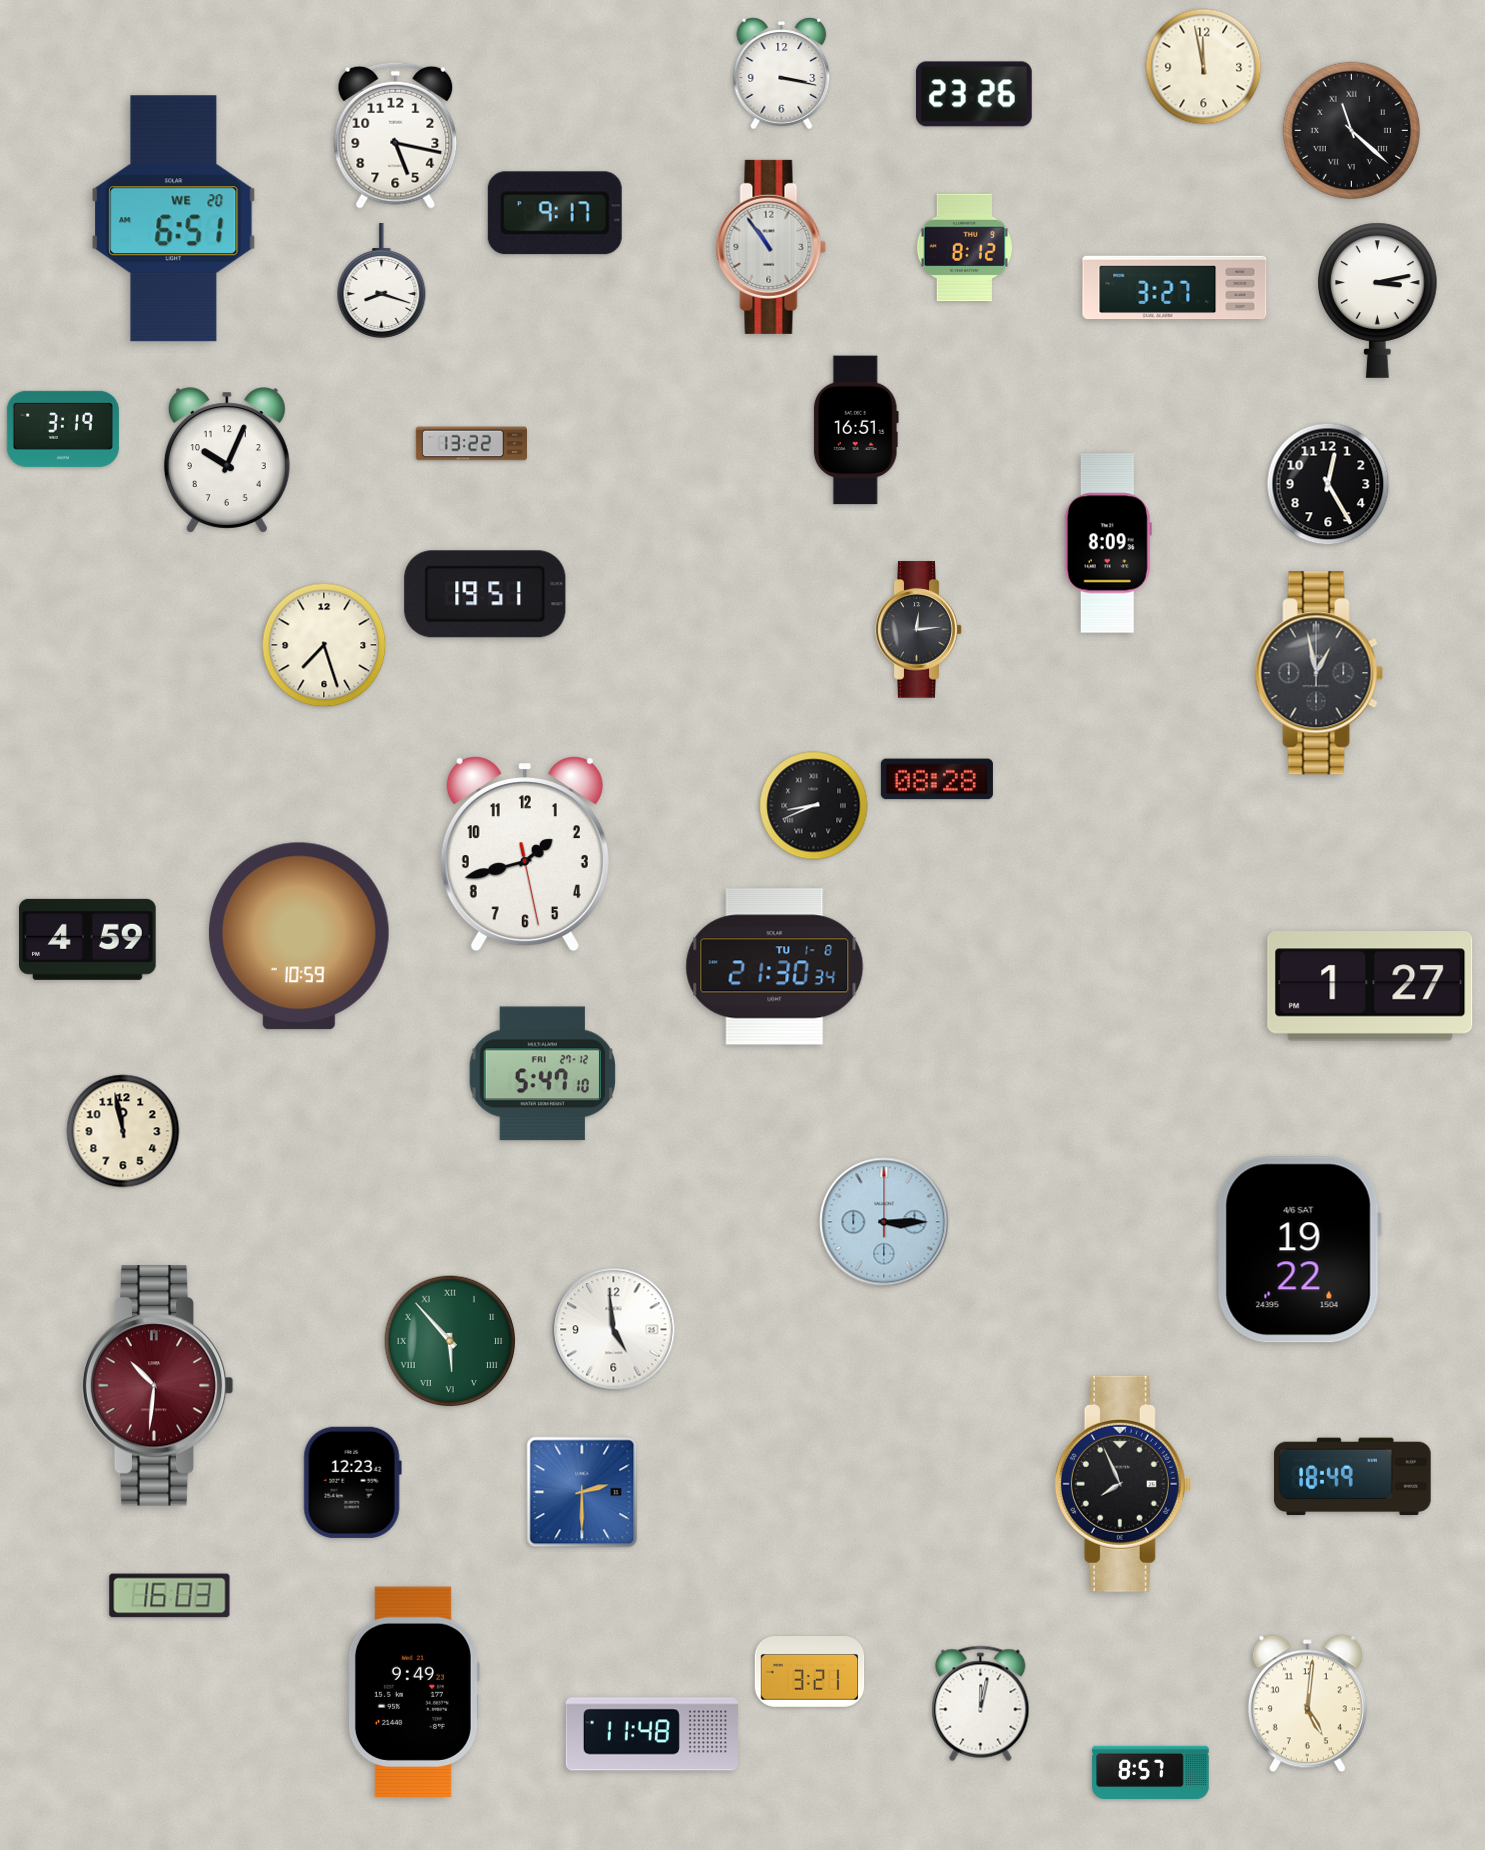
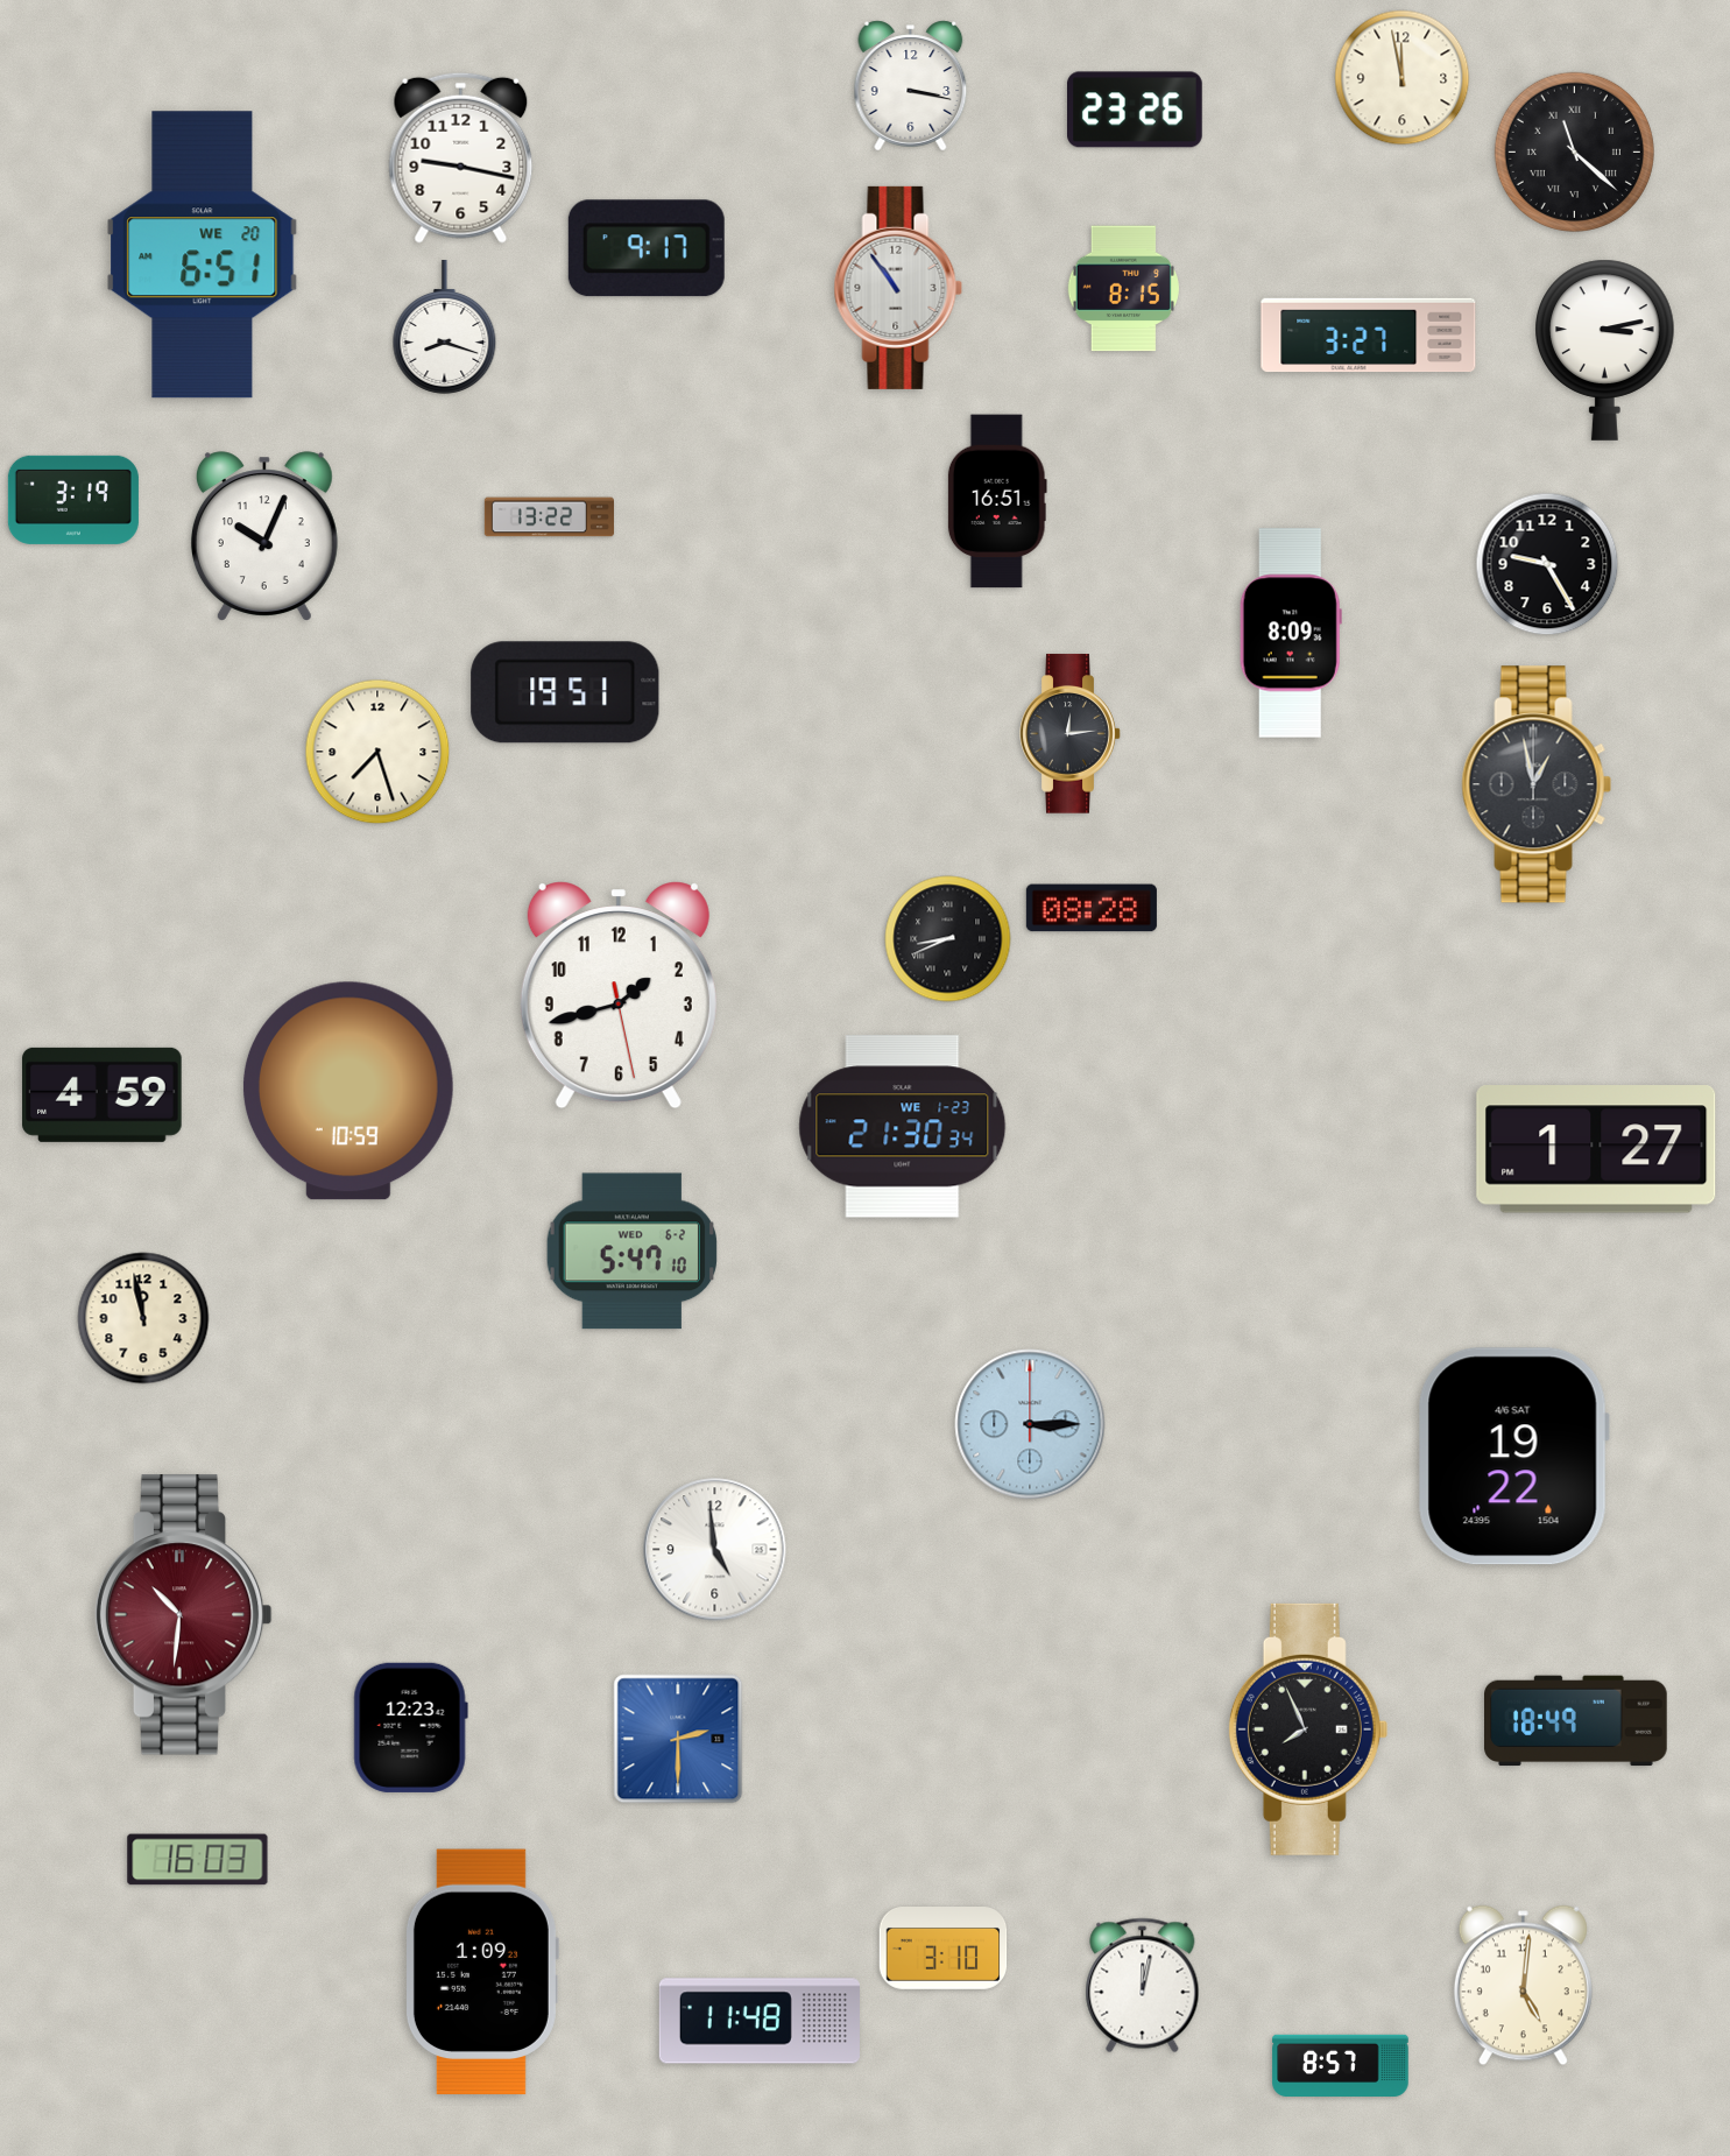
clock at (396, 135): 5:17 -> 9:17
clock at (964, 248): 8:12 -> 8:15
clock at (1328, 484): 12:25 -> 9:25
clock at (525, 854) position: (525, 854) -> (619, 995)
clock at (775, 967) date: TU 1-8 -> WE 1-23
clock at (542, 1074) date: FRI 27-12 -> WED 6-2
clock at (450, 1341): 5:53 -> none
clock at (810, 1672): 3:21 -> 3:10
clock at (413, 1692): 9:49 -> 1:09
